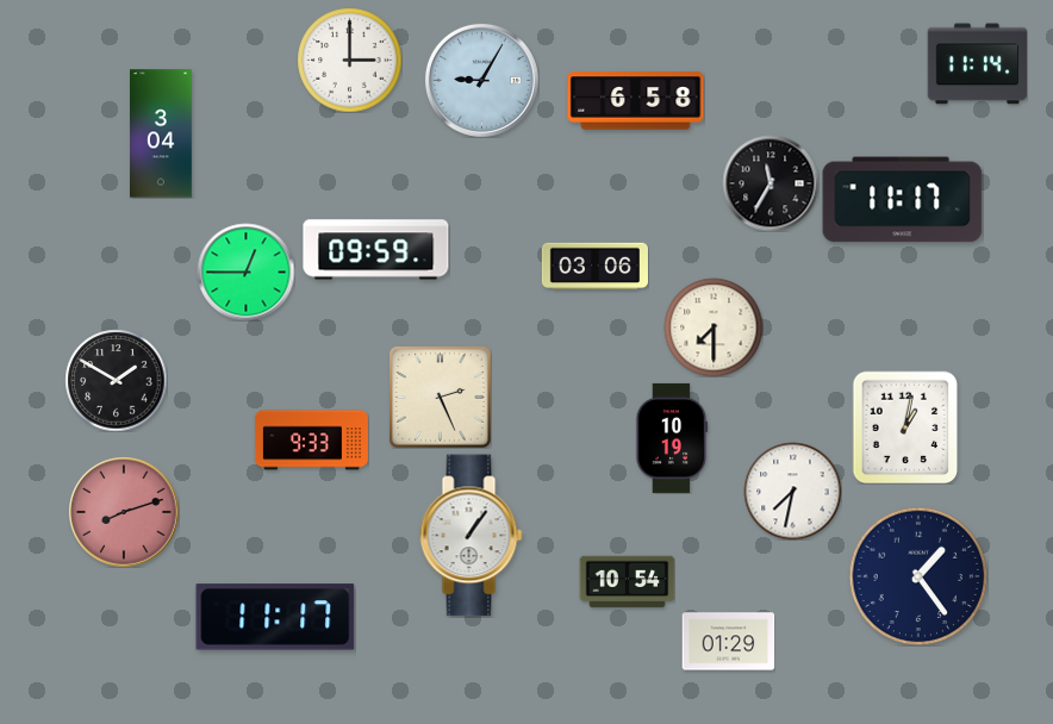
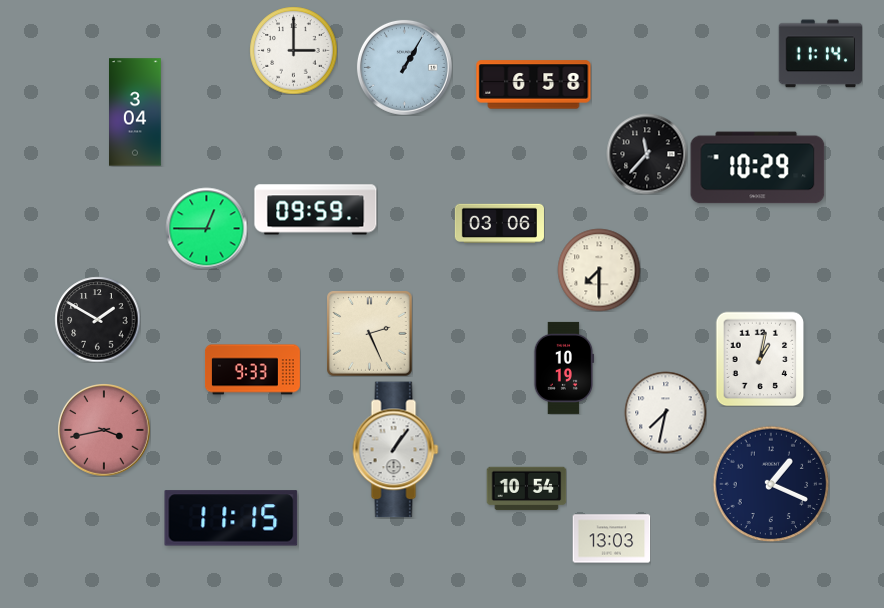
clock at (481, 80): 9:05 -> 1:05
clock at (771, 183): 11:35 -> 11:37
clock at (903, 200): 11:17 -> 10:29
clock at (714, 327) position: (714, 327) -> (599, 270)
clock at (311, 441) position: (311, 441) -> (252, 370)
clock at (124, 512): 8:12 -> 3:43
clock at (918, 576): 1:24 -> 1:19
clock at (275, 617): 11:17 -> 11:15
clock at (728, 642): 01:29 -> 13:03
